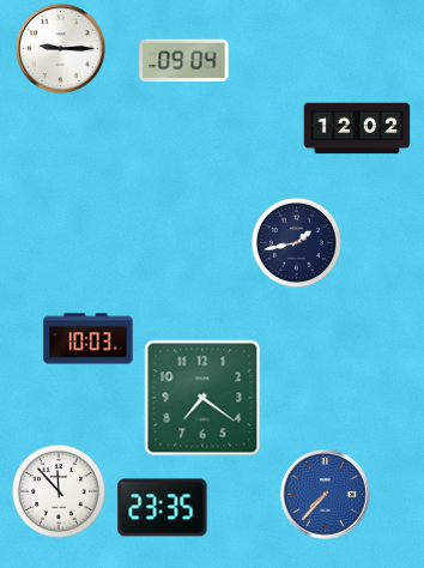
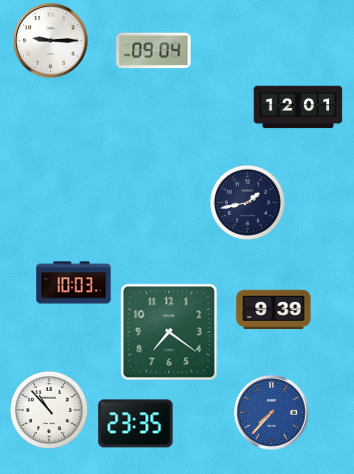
clock at (357, 128): 12:02 -> 12:01
clock at (274, 310): none -> 9:39
clock at (59, 491): 11:53 -> 10:53
